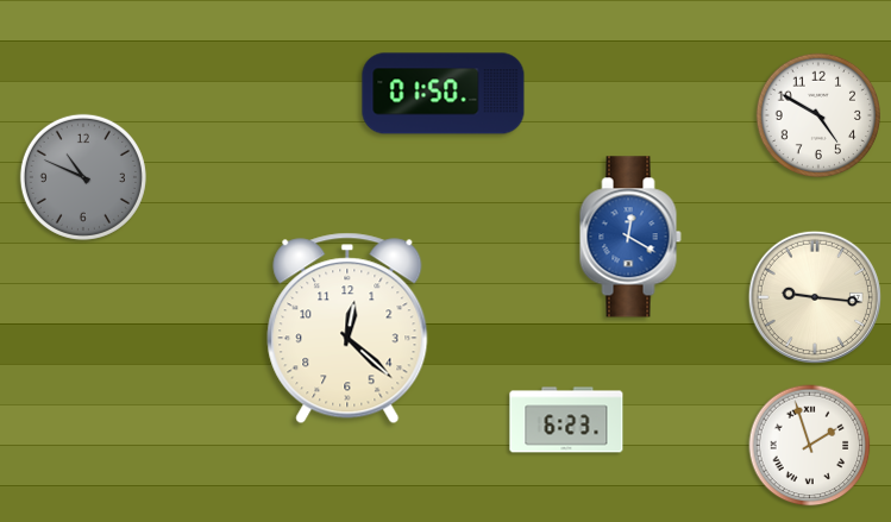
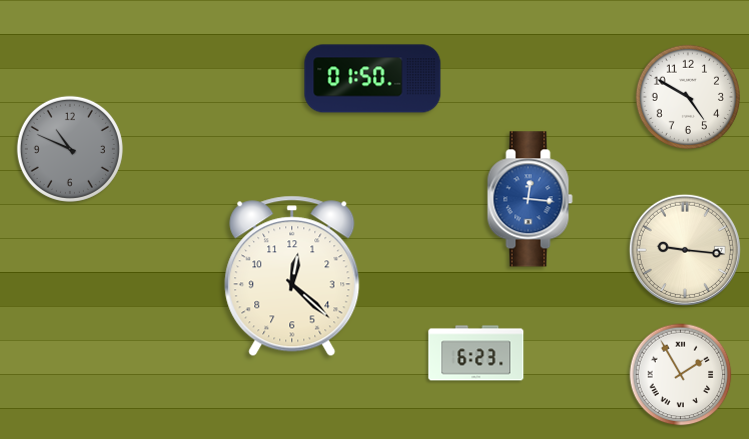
clock at (630, 237): 12:20 -> 12:16
clock at (810, 446): 1:57 -> 1:55
